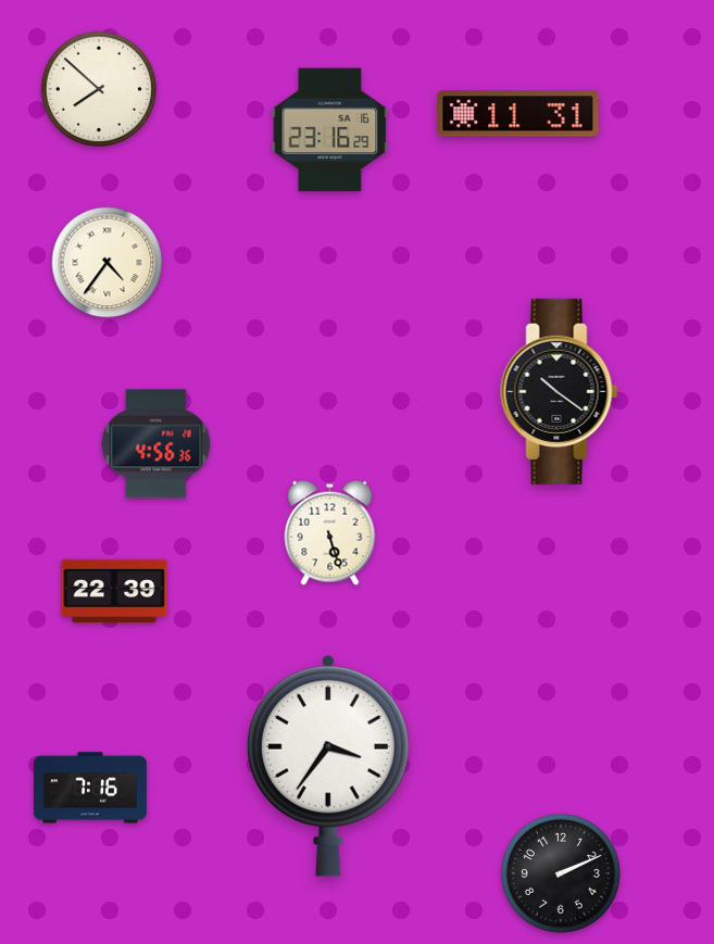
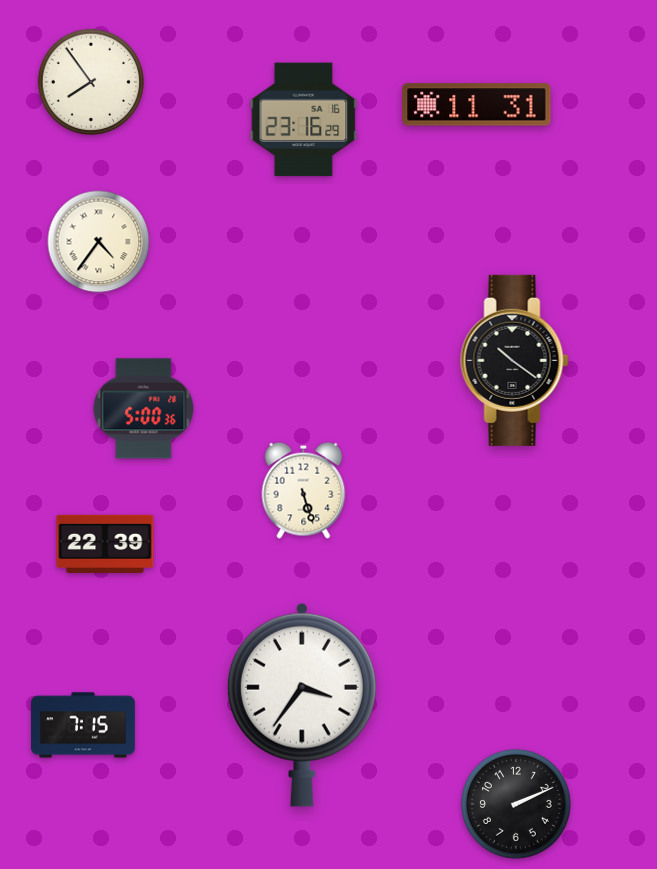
clock at (99, 89): 7:52 -> 7:54
clock at (156, 444): 4:56 -> 5:00
clock at (91, 788): 7:16 -> 7:15
